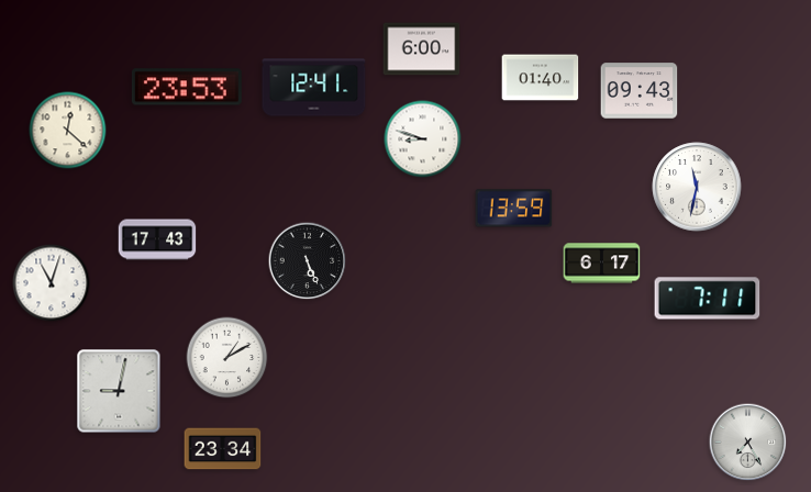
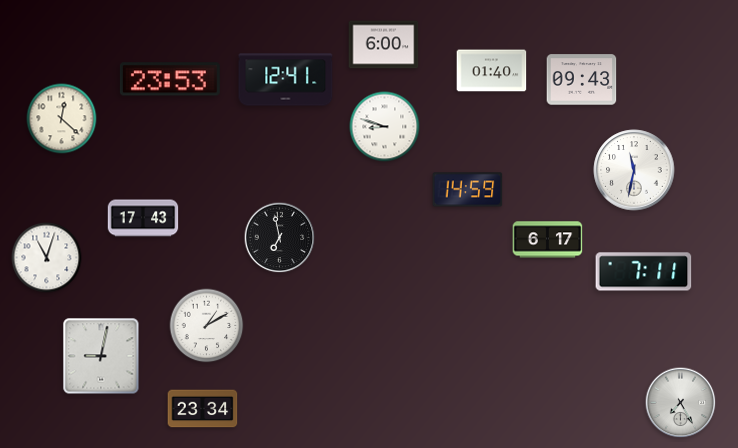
clock at (640, 91) position: (640, 91) -> (582, 80)
clock at (514, 209): 13:59 -> 14:59
clock at (308, 261): 5:26 -> 6:58
clock at (119, 391) position: (119, 391) -> (101, 356)
